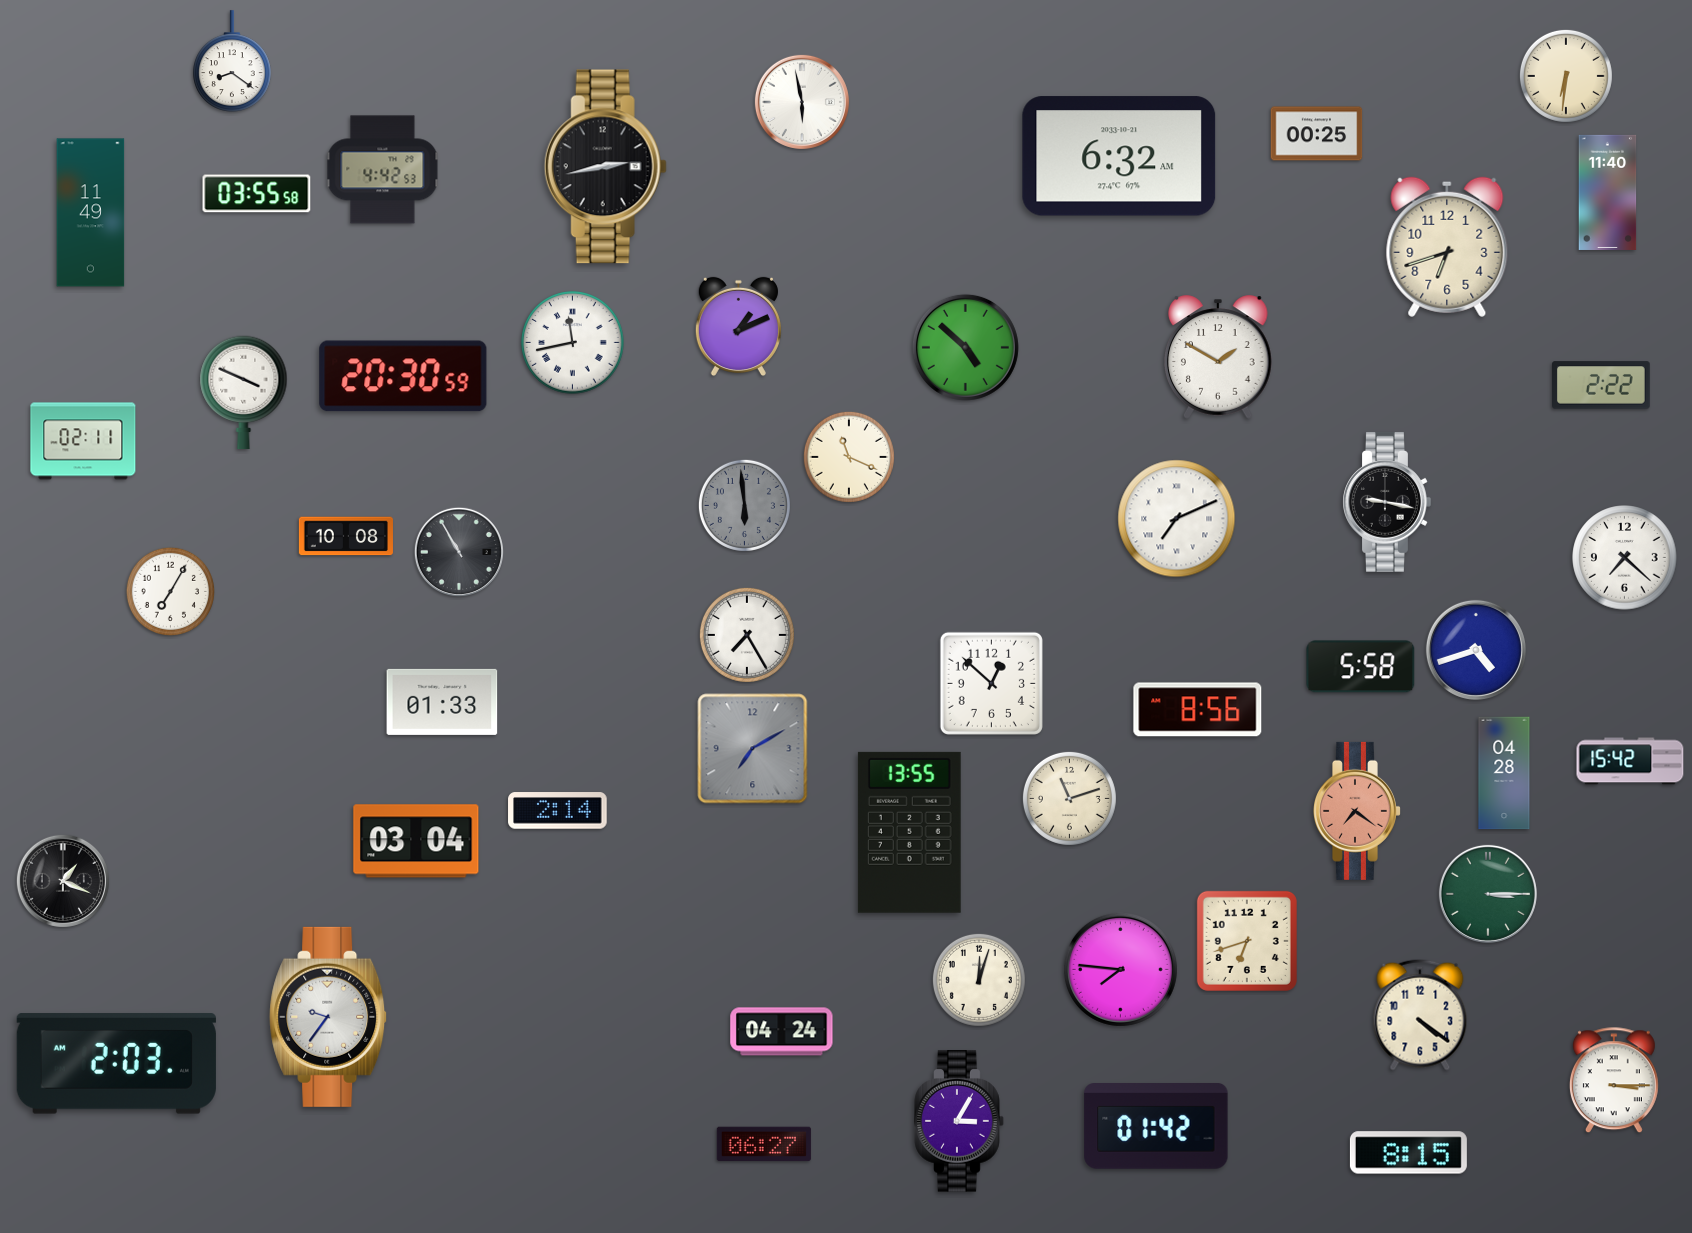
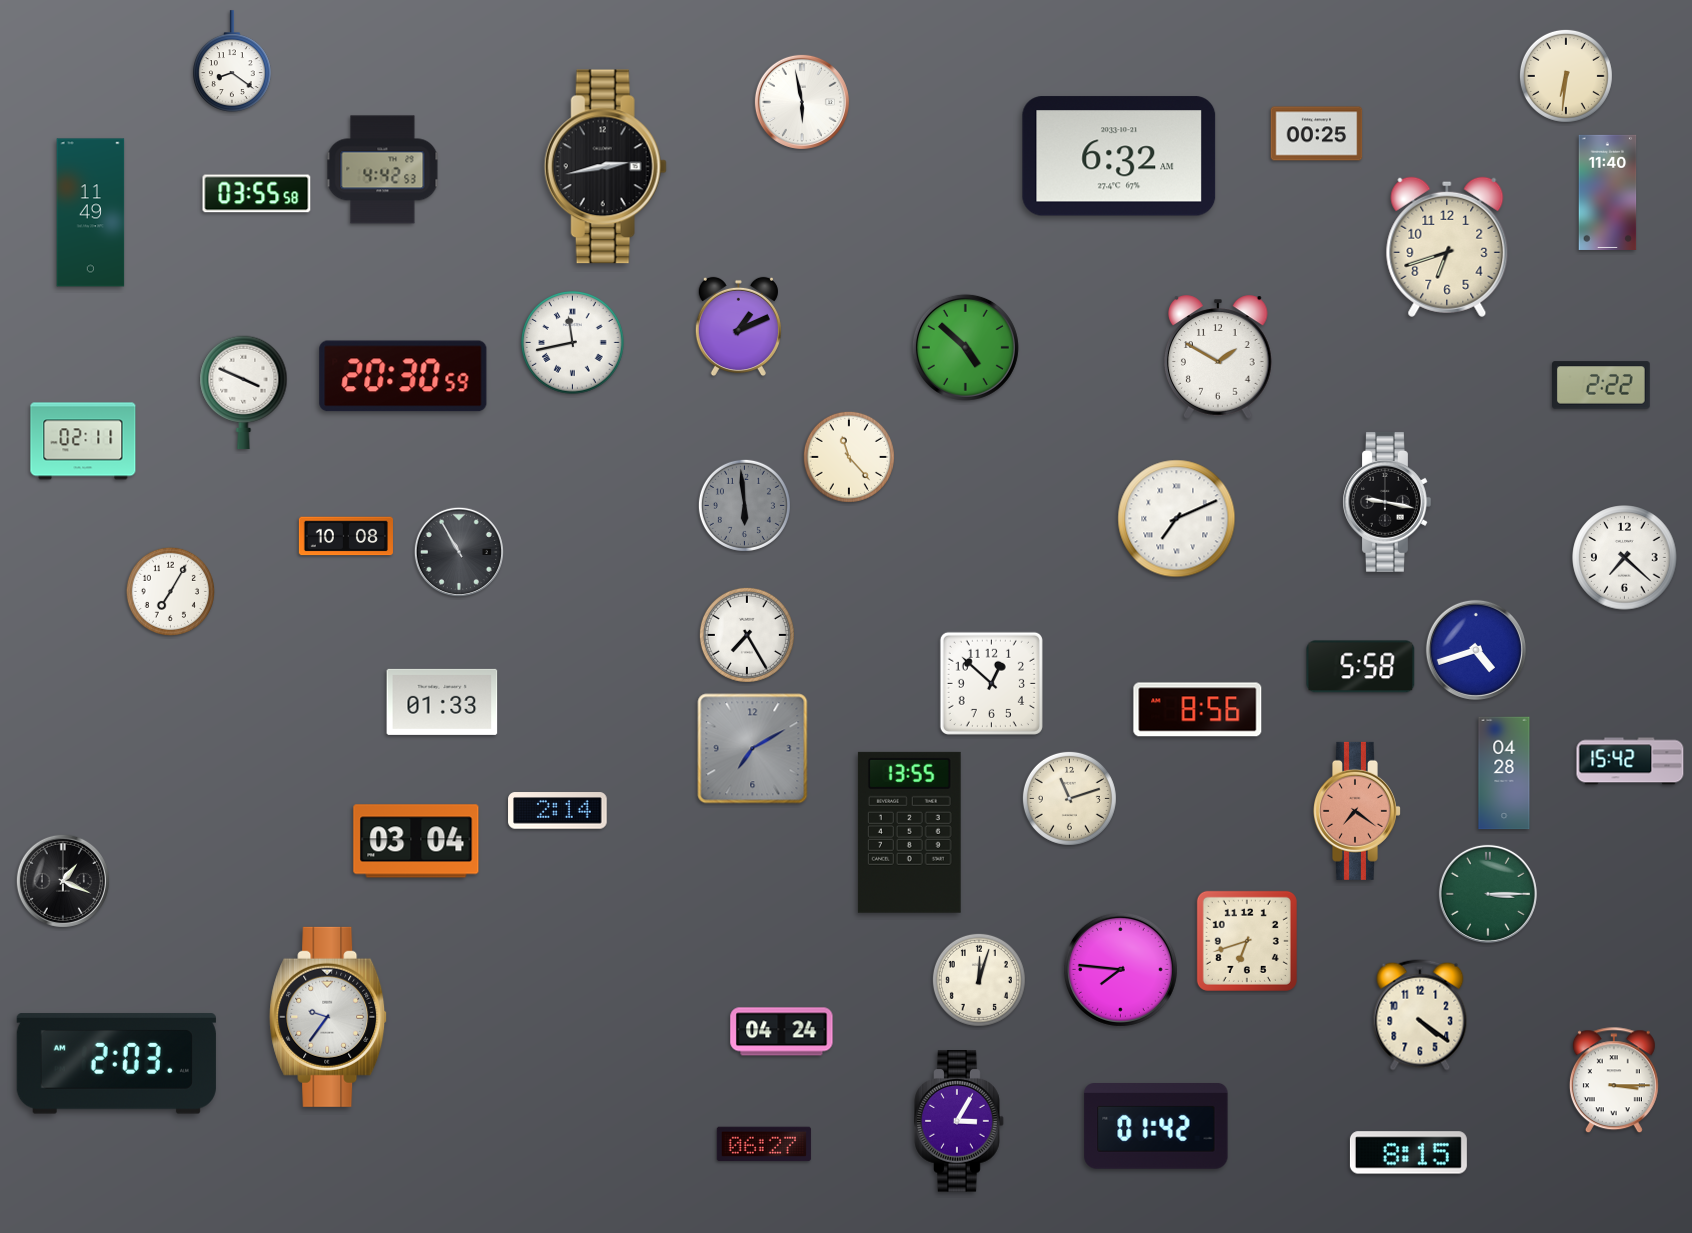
clock at (849, 457): 11:19 -> 11:23
